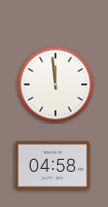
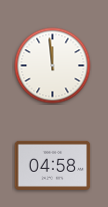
clock at (56, 85) position: (56, 85) -> (53, 66)
